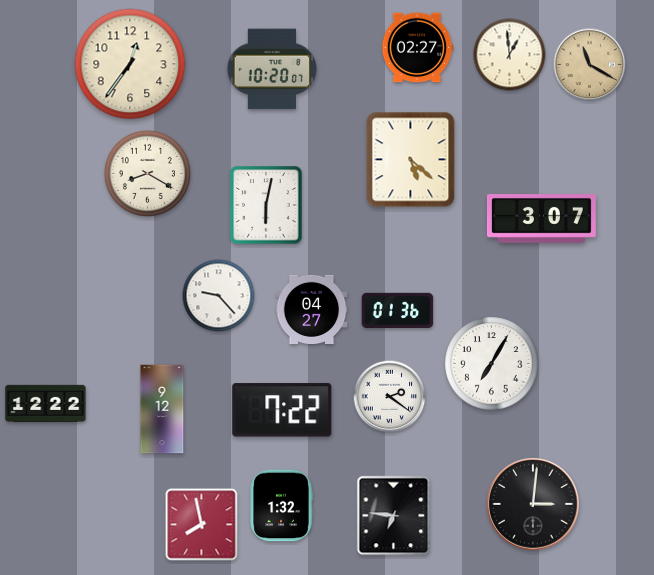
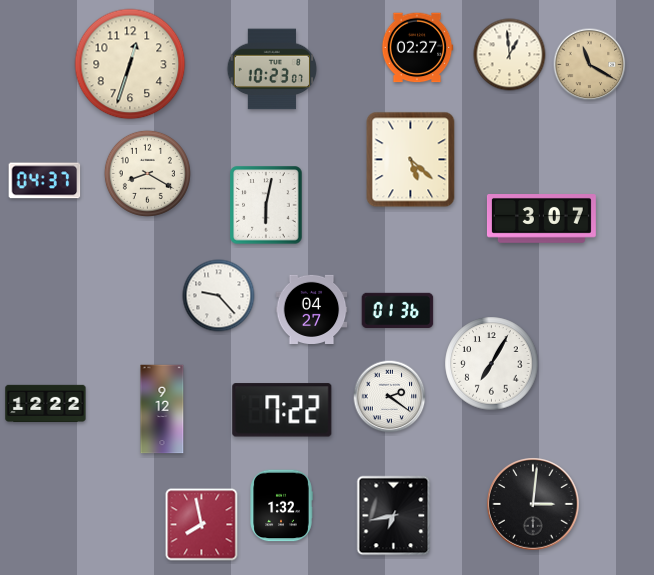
clock at (130, 64): 12:36 -> 12:33
clock at (272, 69): 10:20 -> 10:23
clock at (45, 181): none -> 04:37
clock at (394, 516): 6:46 -> 6:43
